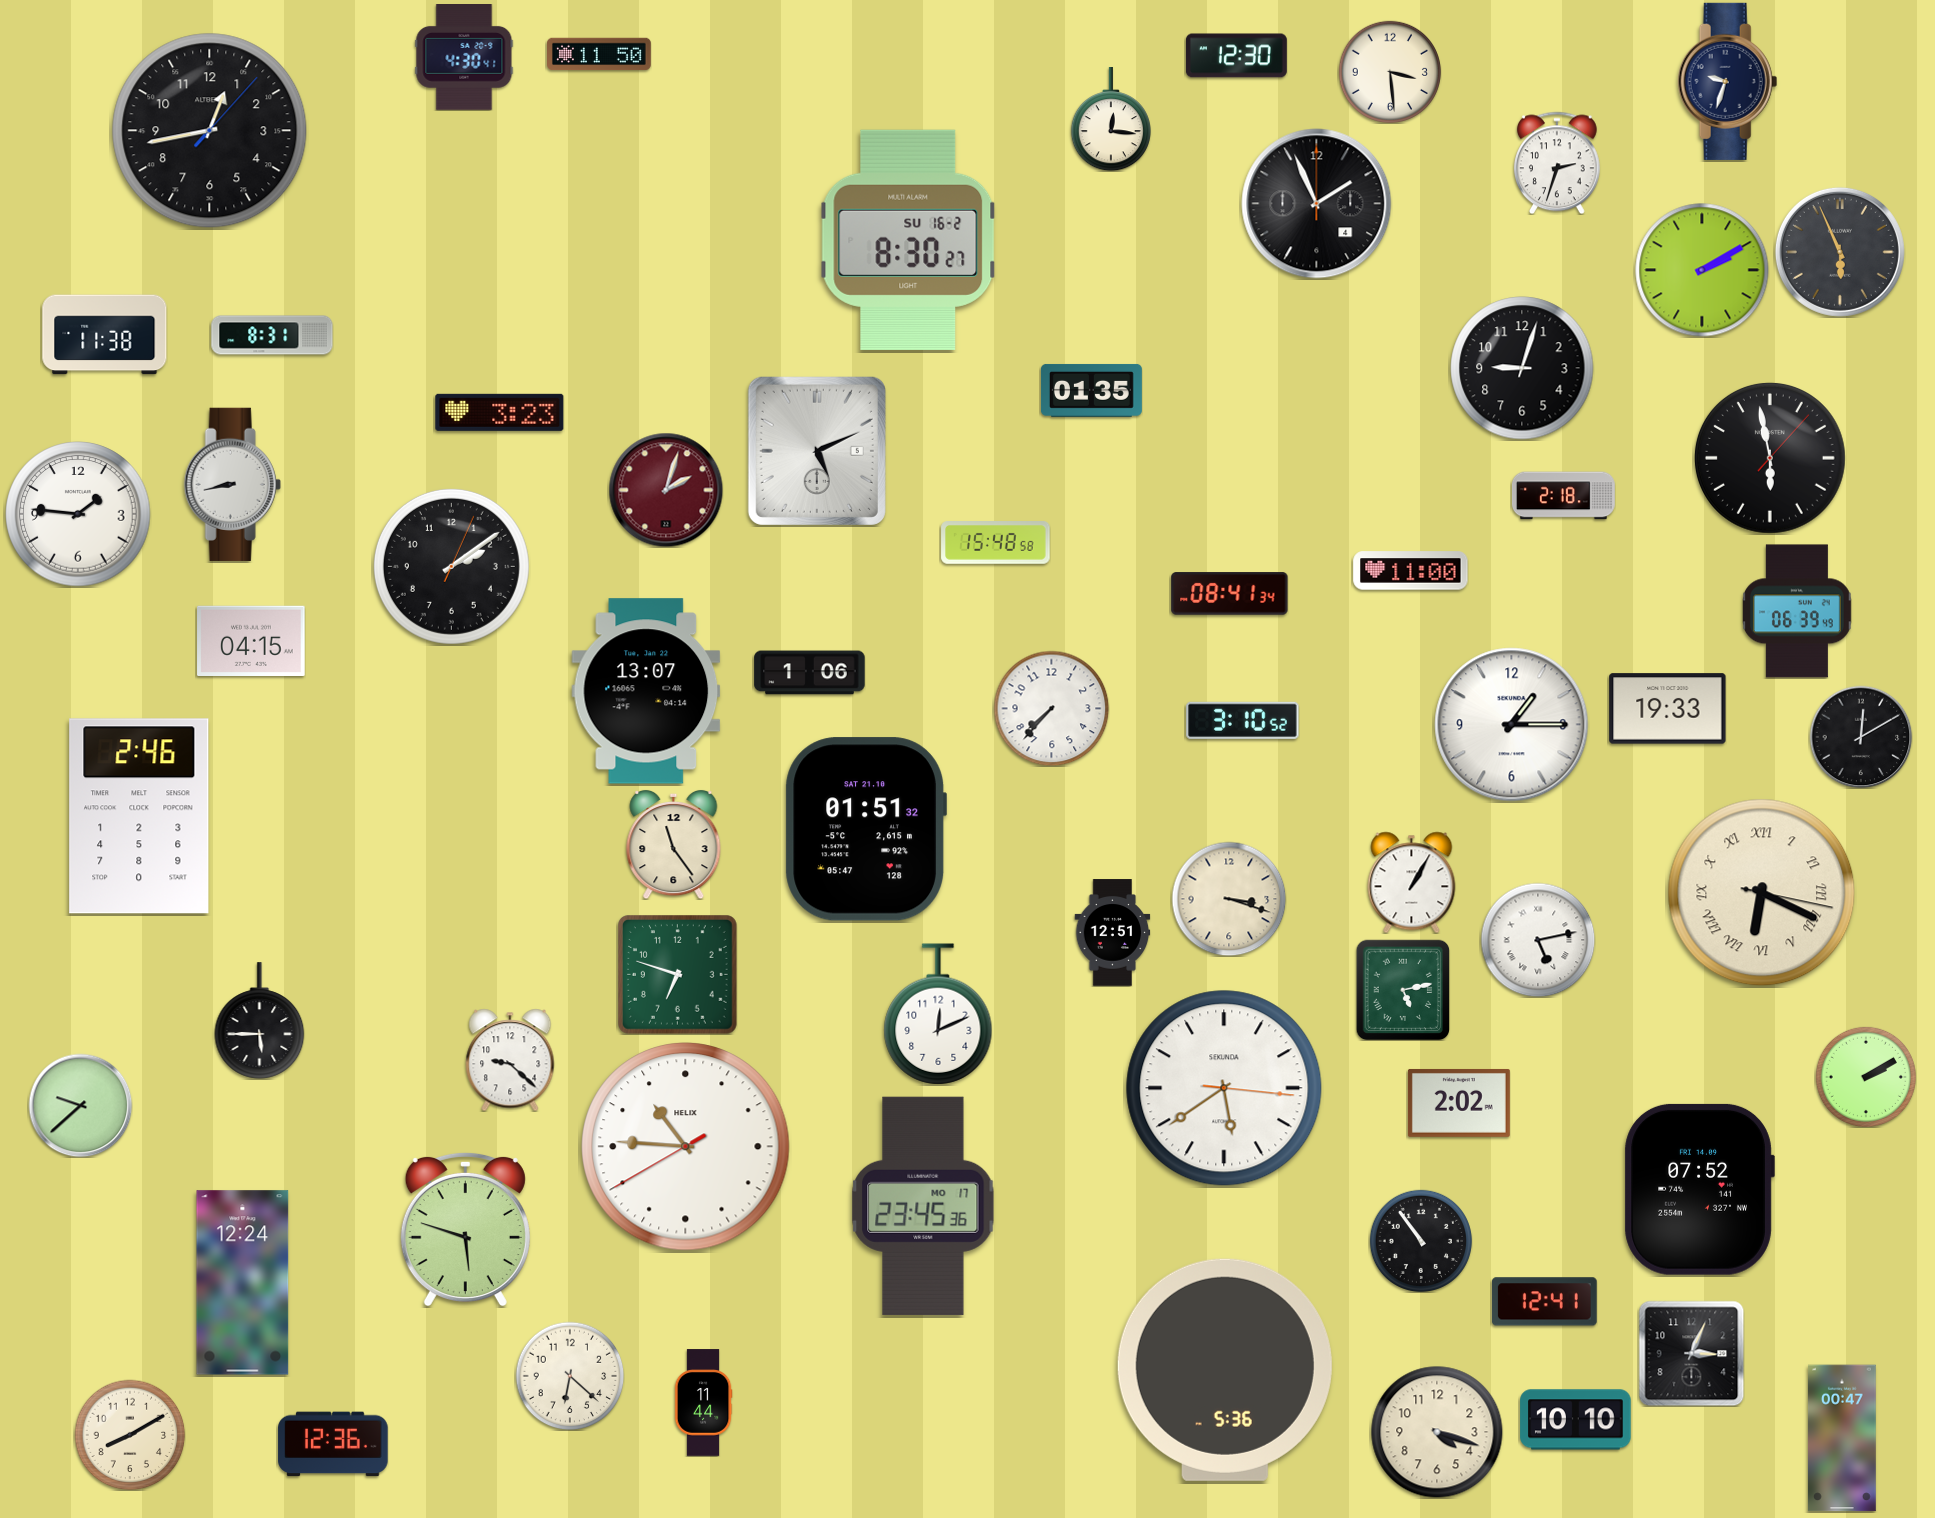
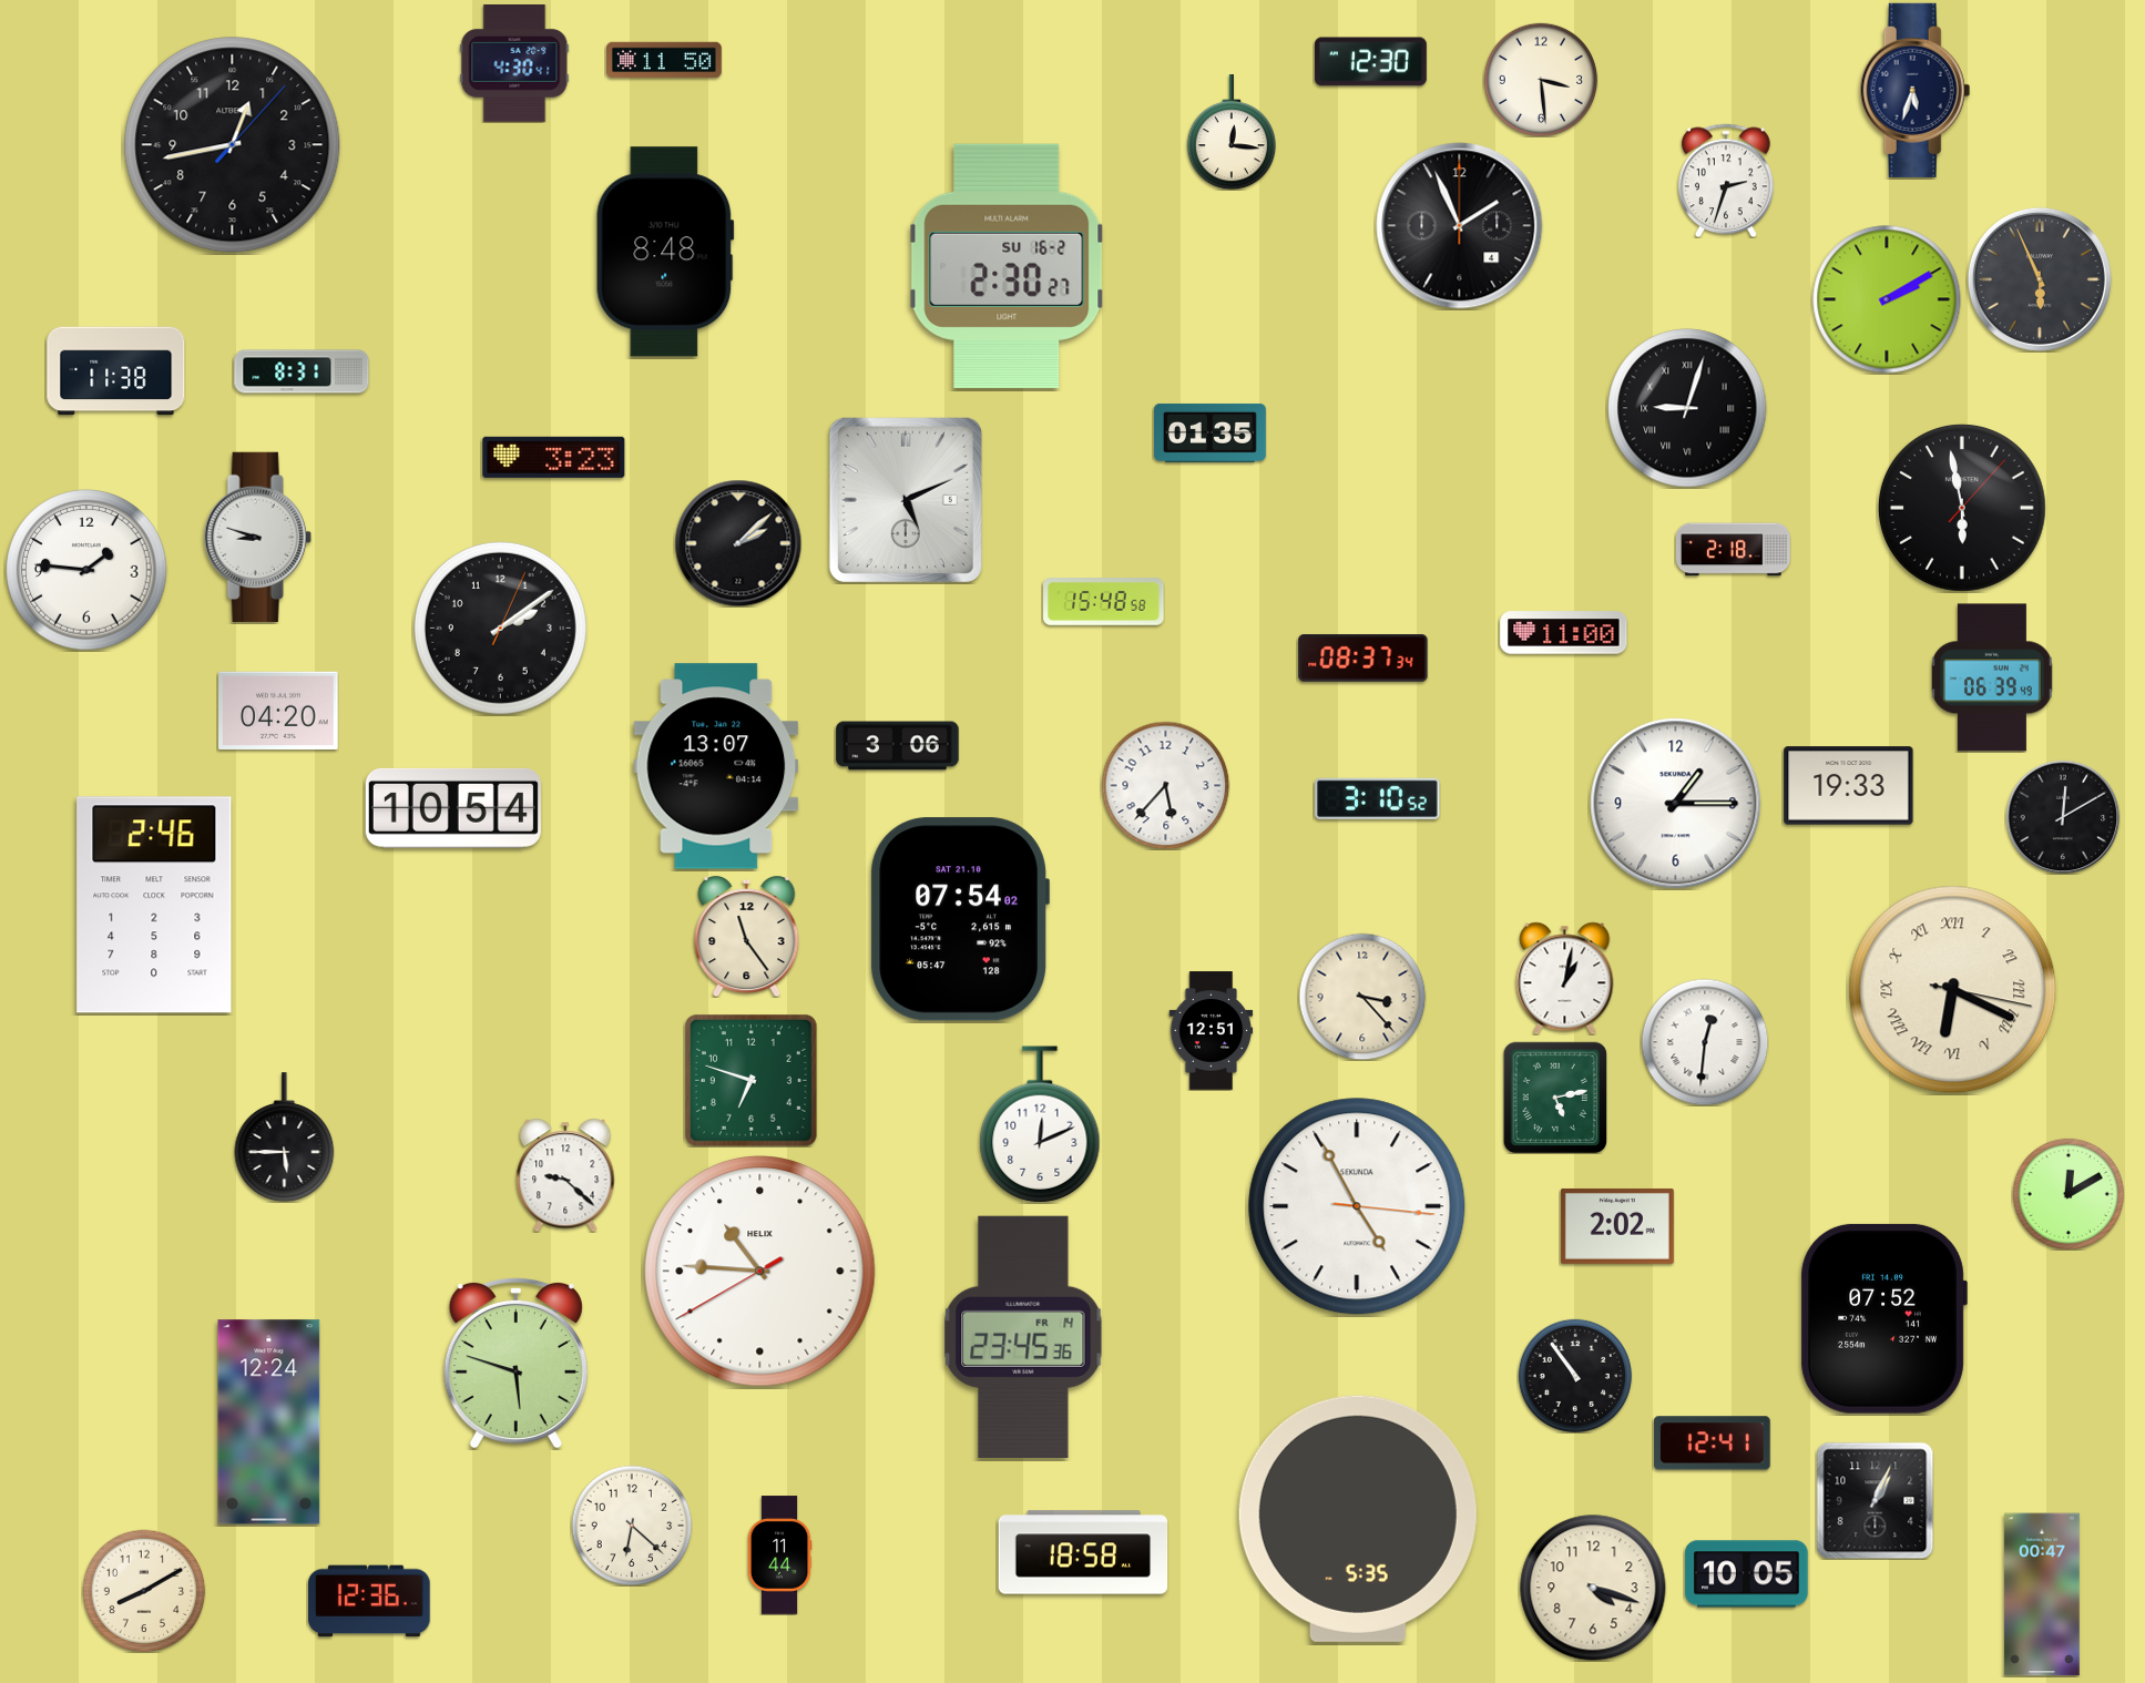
clock at (1728, 81): 9:33 -> 5:33
clock at (665, 252): none -> 8:48
clock at (908, 240): 8:30 -> 2:30
clock at (1522, 368) numerals: Arabic -> Roman
clock at (232, 484): 8:43 -> 8:48
clock at (666, 490): 2:03 -> 2:08
clock at (666, 490) dial: burgundy -> black
clock at (1230, 594): 08:41 -> 08:37
clock at (251, 641): 04:15 -> 04:20
clock at (810, 673): 1:06 -> 3:06
clock at (1051, 708): 7:37 -> 5:37
clock at (453, 808): none -> 10:54
clock at (866, 829): 01:51 -> 07:54
clock at (1412, 882): 1:05 -> 1:02
clock at (1229, 899): 3:18 -> 3:23
clock at (1113, 933) position: (1113, 933) -> (1212, 1031)
clock at (1538, 940): 5:13 -> 12:31
clock at (260, 1021) position: (260, 1021) -> (285, 1138)
clock at (1866, 1077): 2:10 -> 12:10
clock at (1224, 1088): 5:39 -> 4:55
clock at (1459, 1103) position: (1459, 1103) -> (1617, 1226)
clock at (80, 1105): 9:38 -> none
clock at (923, 1206) date: MO 17 -> FR 14
clock at (1691, 1353): 3:04 -> 1:04
clock at (1225, 1370): 5:36 -> 5:35
clock at (1083, 1552): none -> 18:58
clock at (1576, 1420): 10:10 -> 10:05
